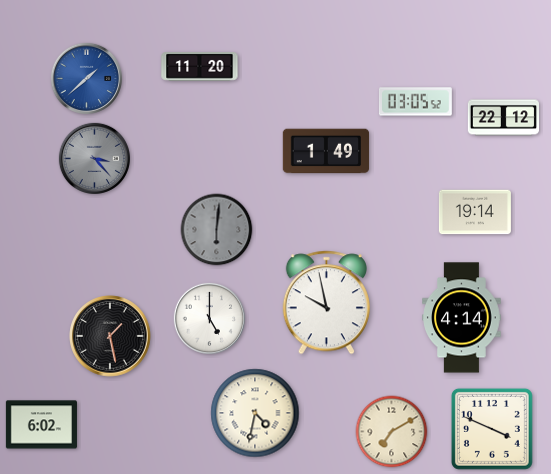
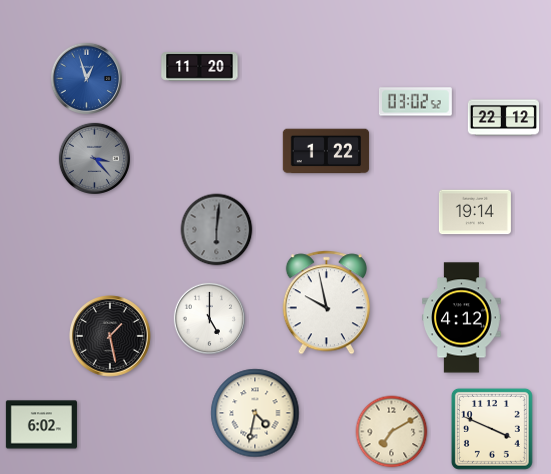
clock at (86, 78): 1:38 -> 12:57
clock at (415, 102): 03:05 -> 03:02
clock at (326, 151): 1:49 -> 1:22
clock at (462, 318): 4:14 -> 4:12
